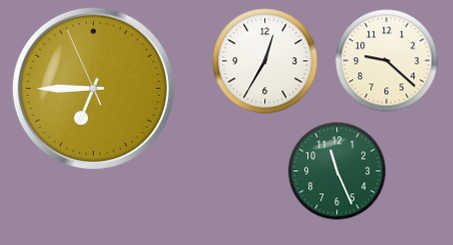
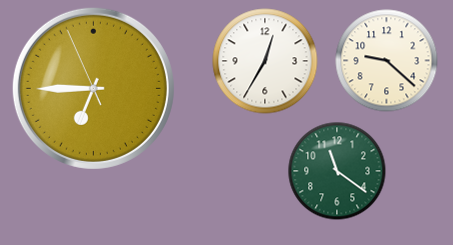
clock at (337, 171): 11:26 -> 11:21
